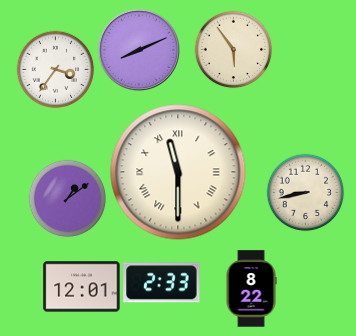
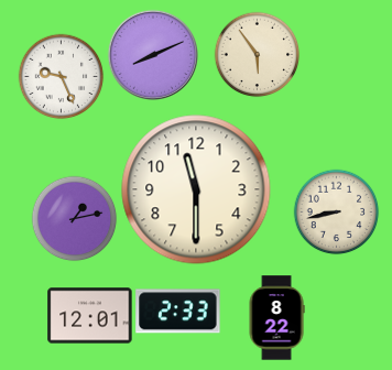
clock at (55, 69): 3:36 -> 9:26
clock at (178, 172) numerals: Roman -> Arabic
clock at (67, 198): 1:09 -> 1:13
